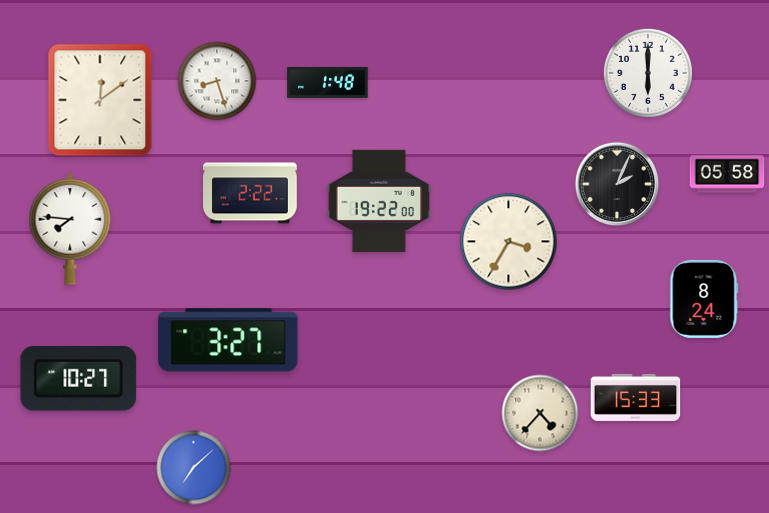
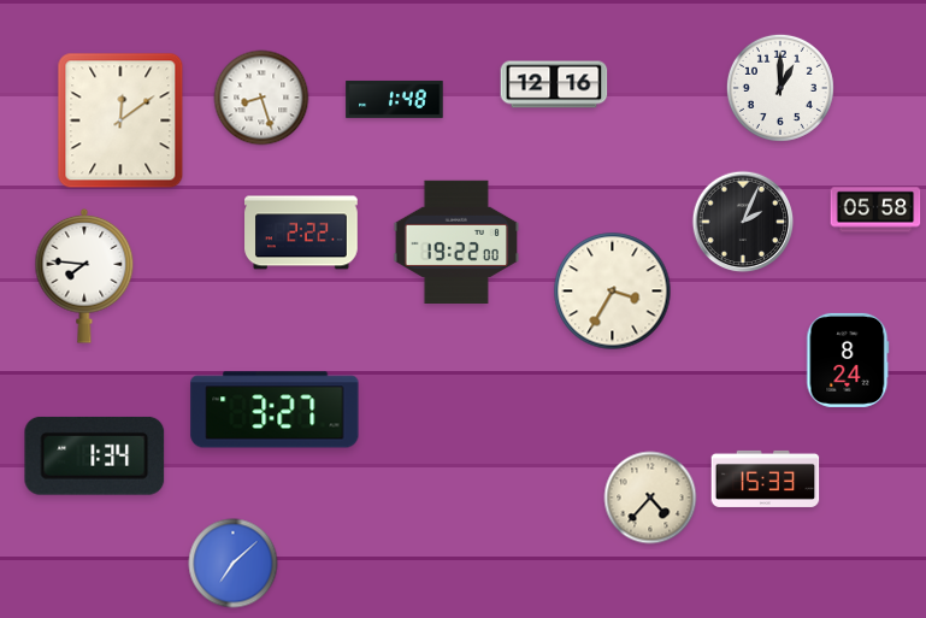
clock at (554, 84): none -> 12:16
clock at (648, 73): 6:00 -> 1:00
clock at (79, 378): 10:27 -> 1:34
